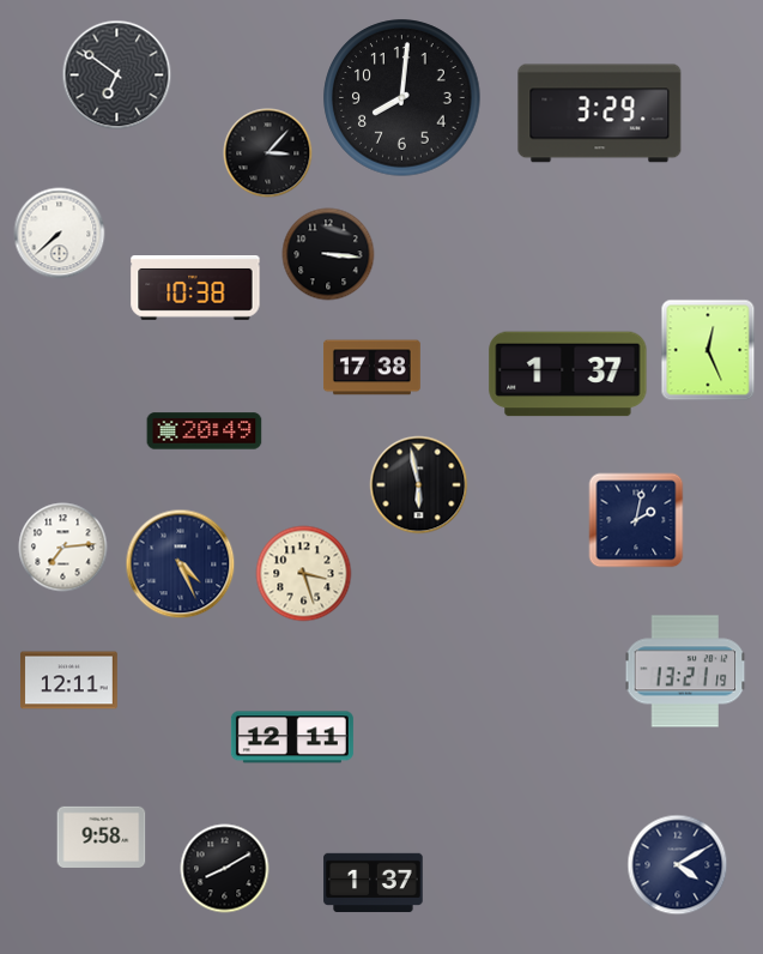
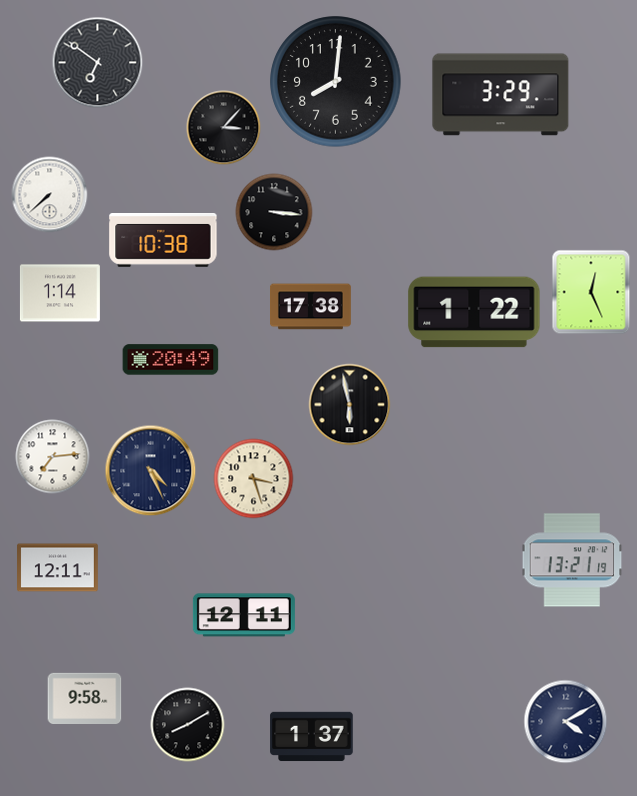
clock at (60, 293): none -> 1:14
clock at (568, 374): 1:37 -> 1:22
clock at (636, 520): 2:02 -> none
